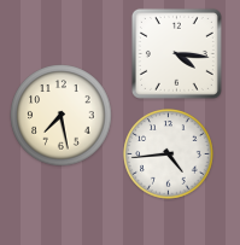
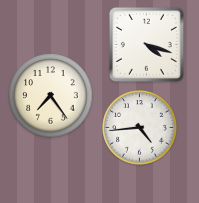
clock at (176, 53): 4:16 -> 4:18
clock at (62, 116): 7:28 -> 7:24
